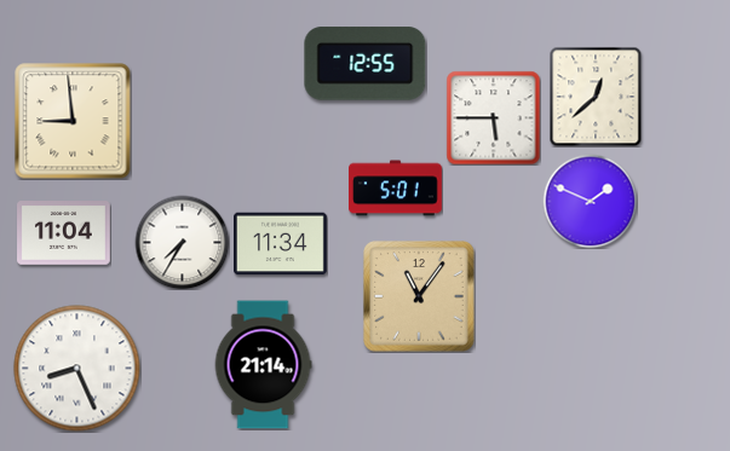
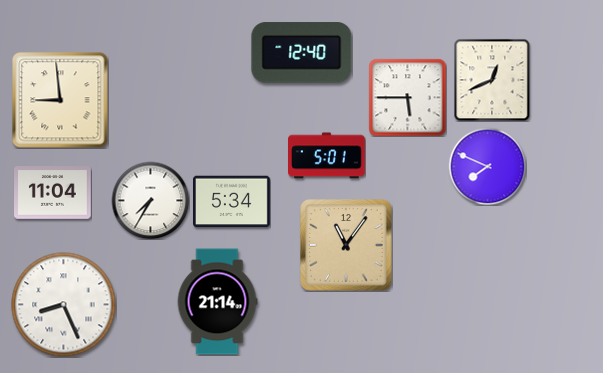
clock at (366, 64): 12:55 -> 12:40
clock at (596, 97): 12:38 -> 12:41
clock at (590, 201): 1:49 -> 7:49
clock at (281, 244): 11:34 -> 5:34
